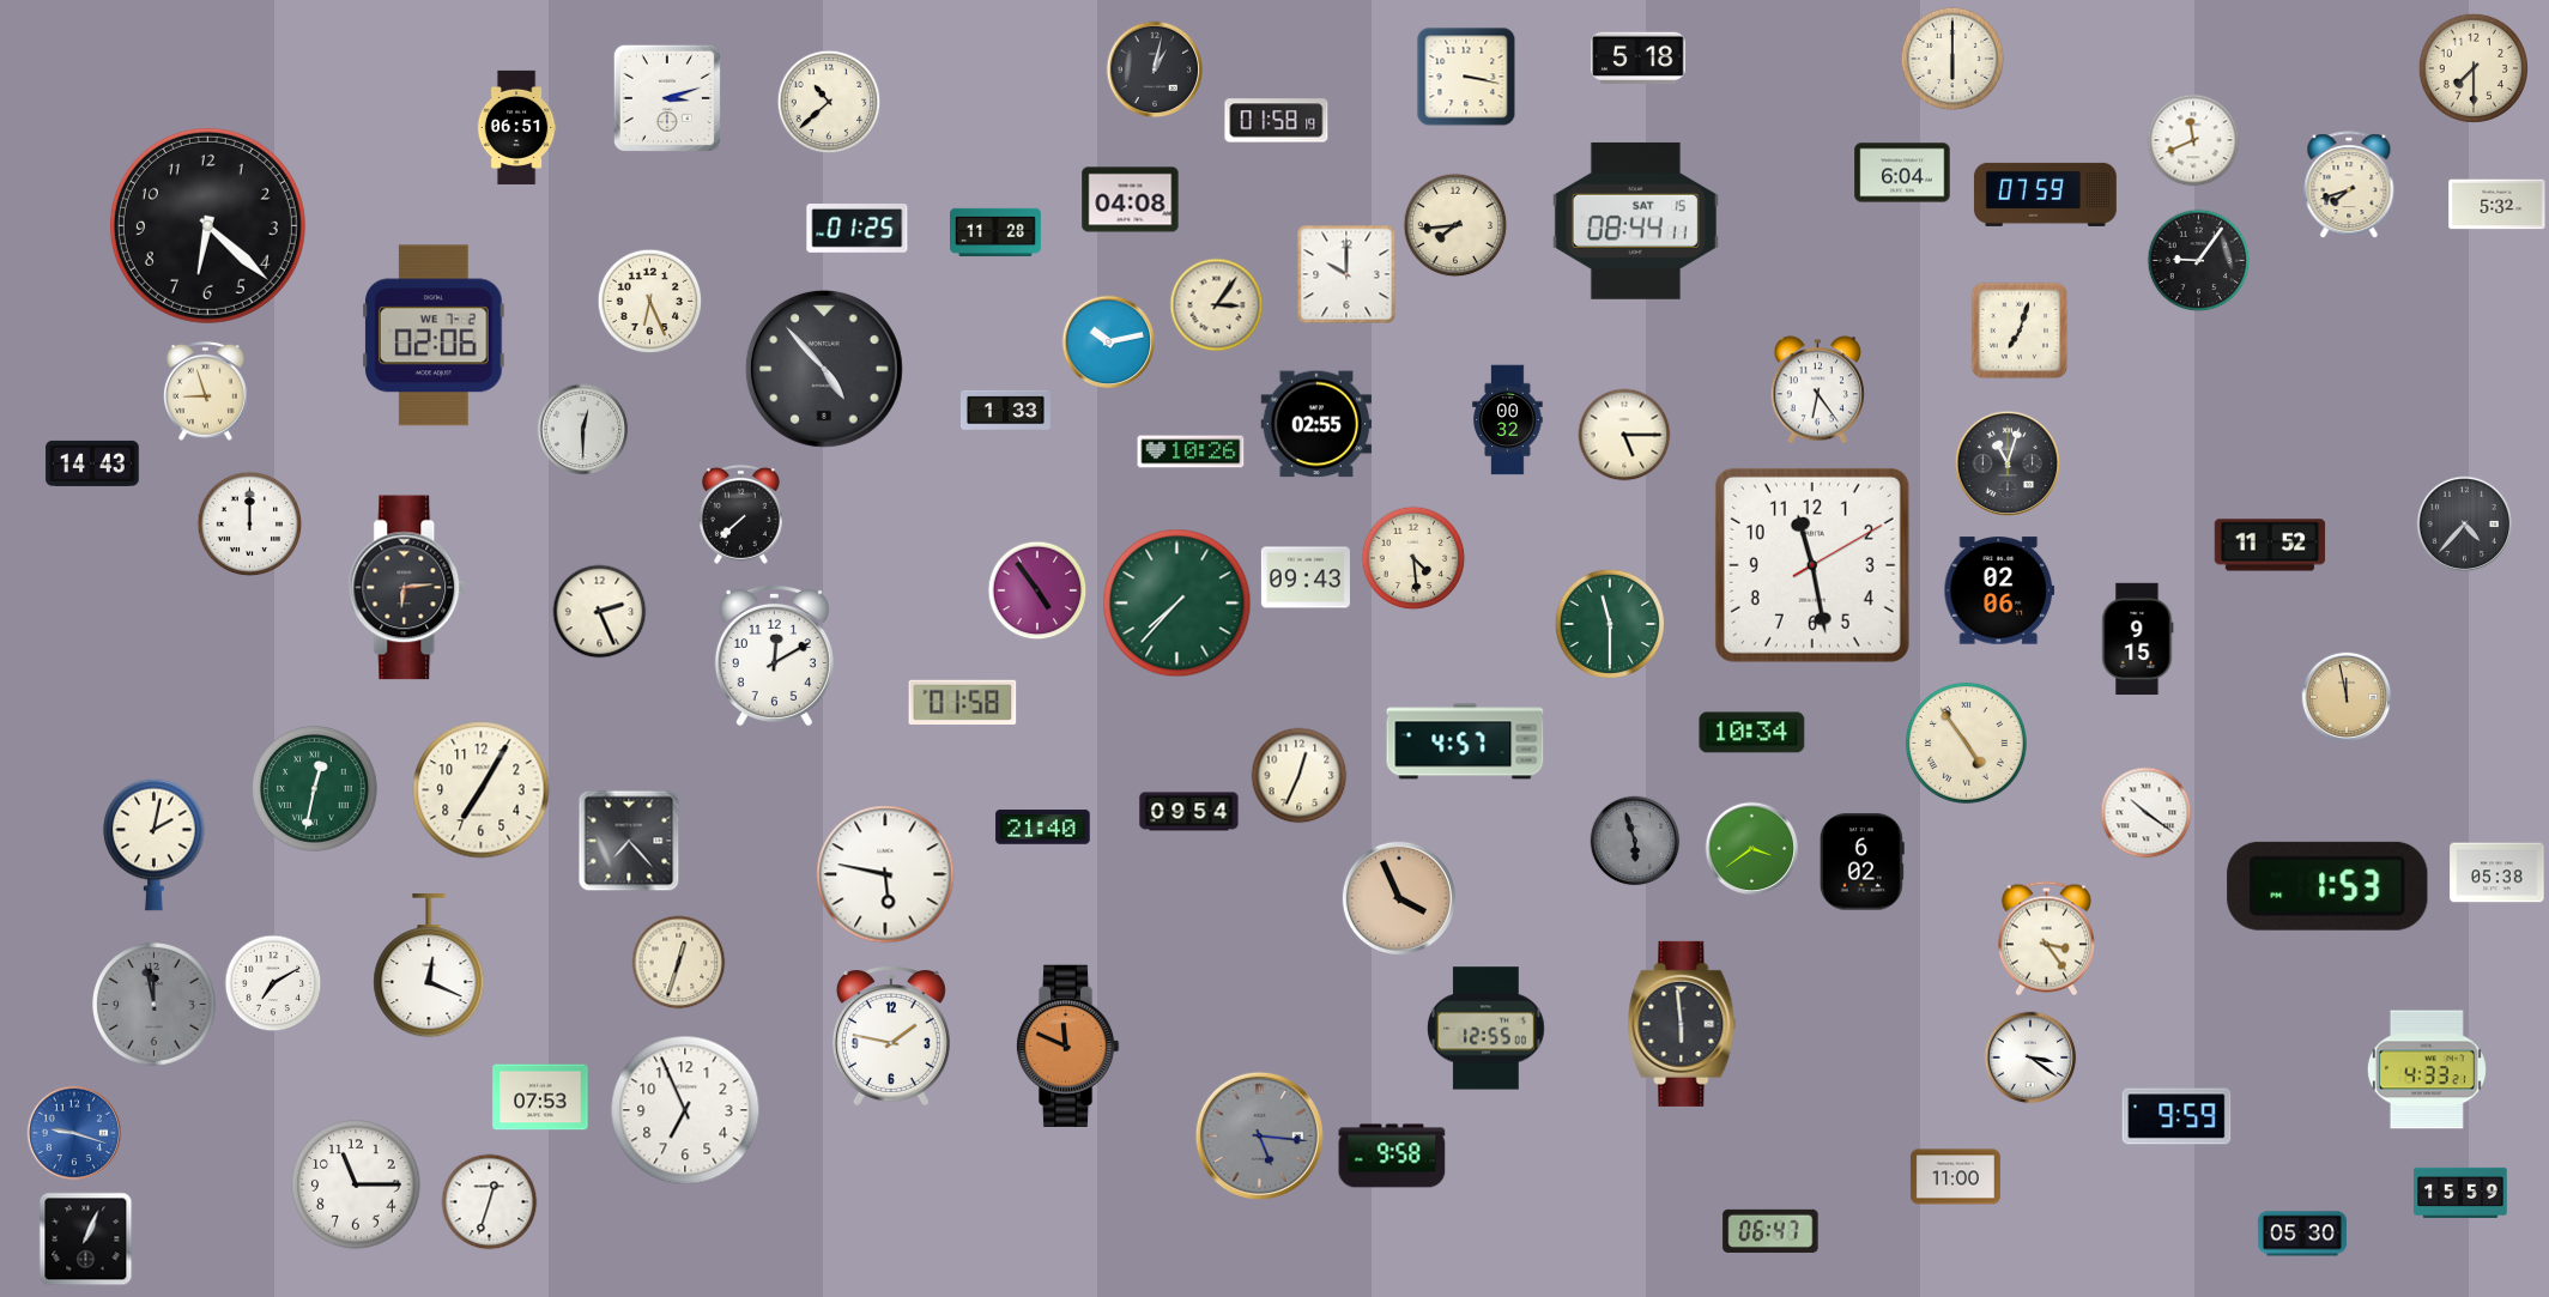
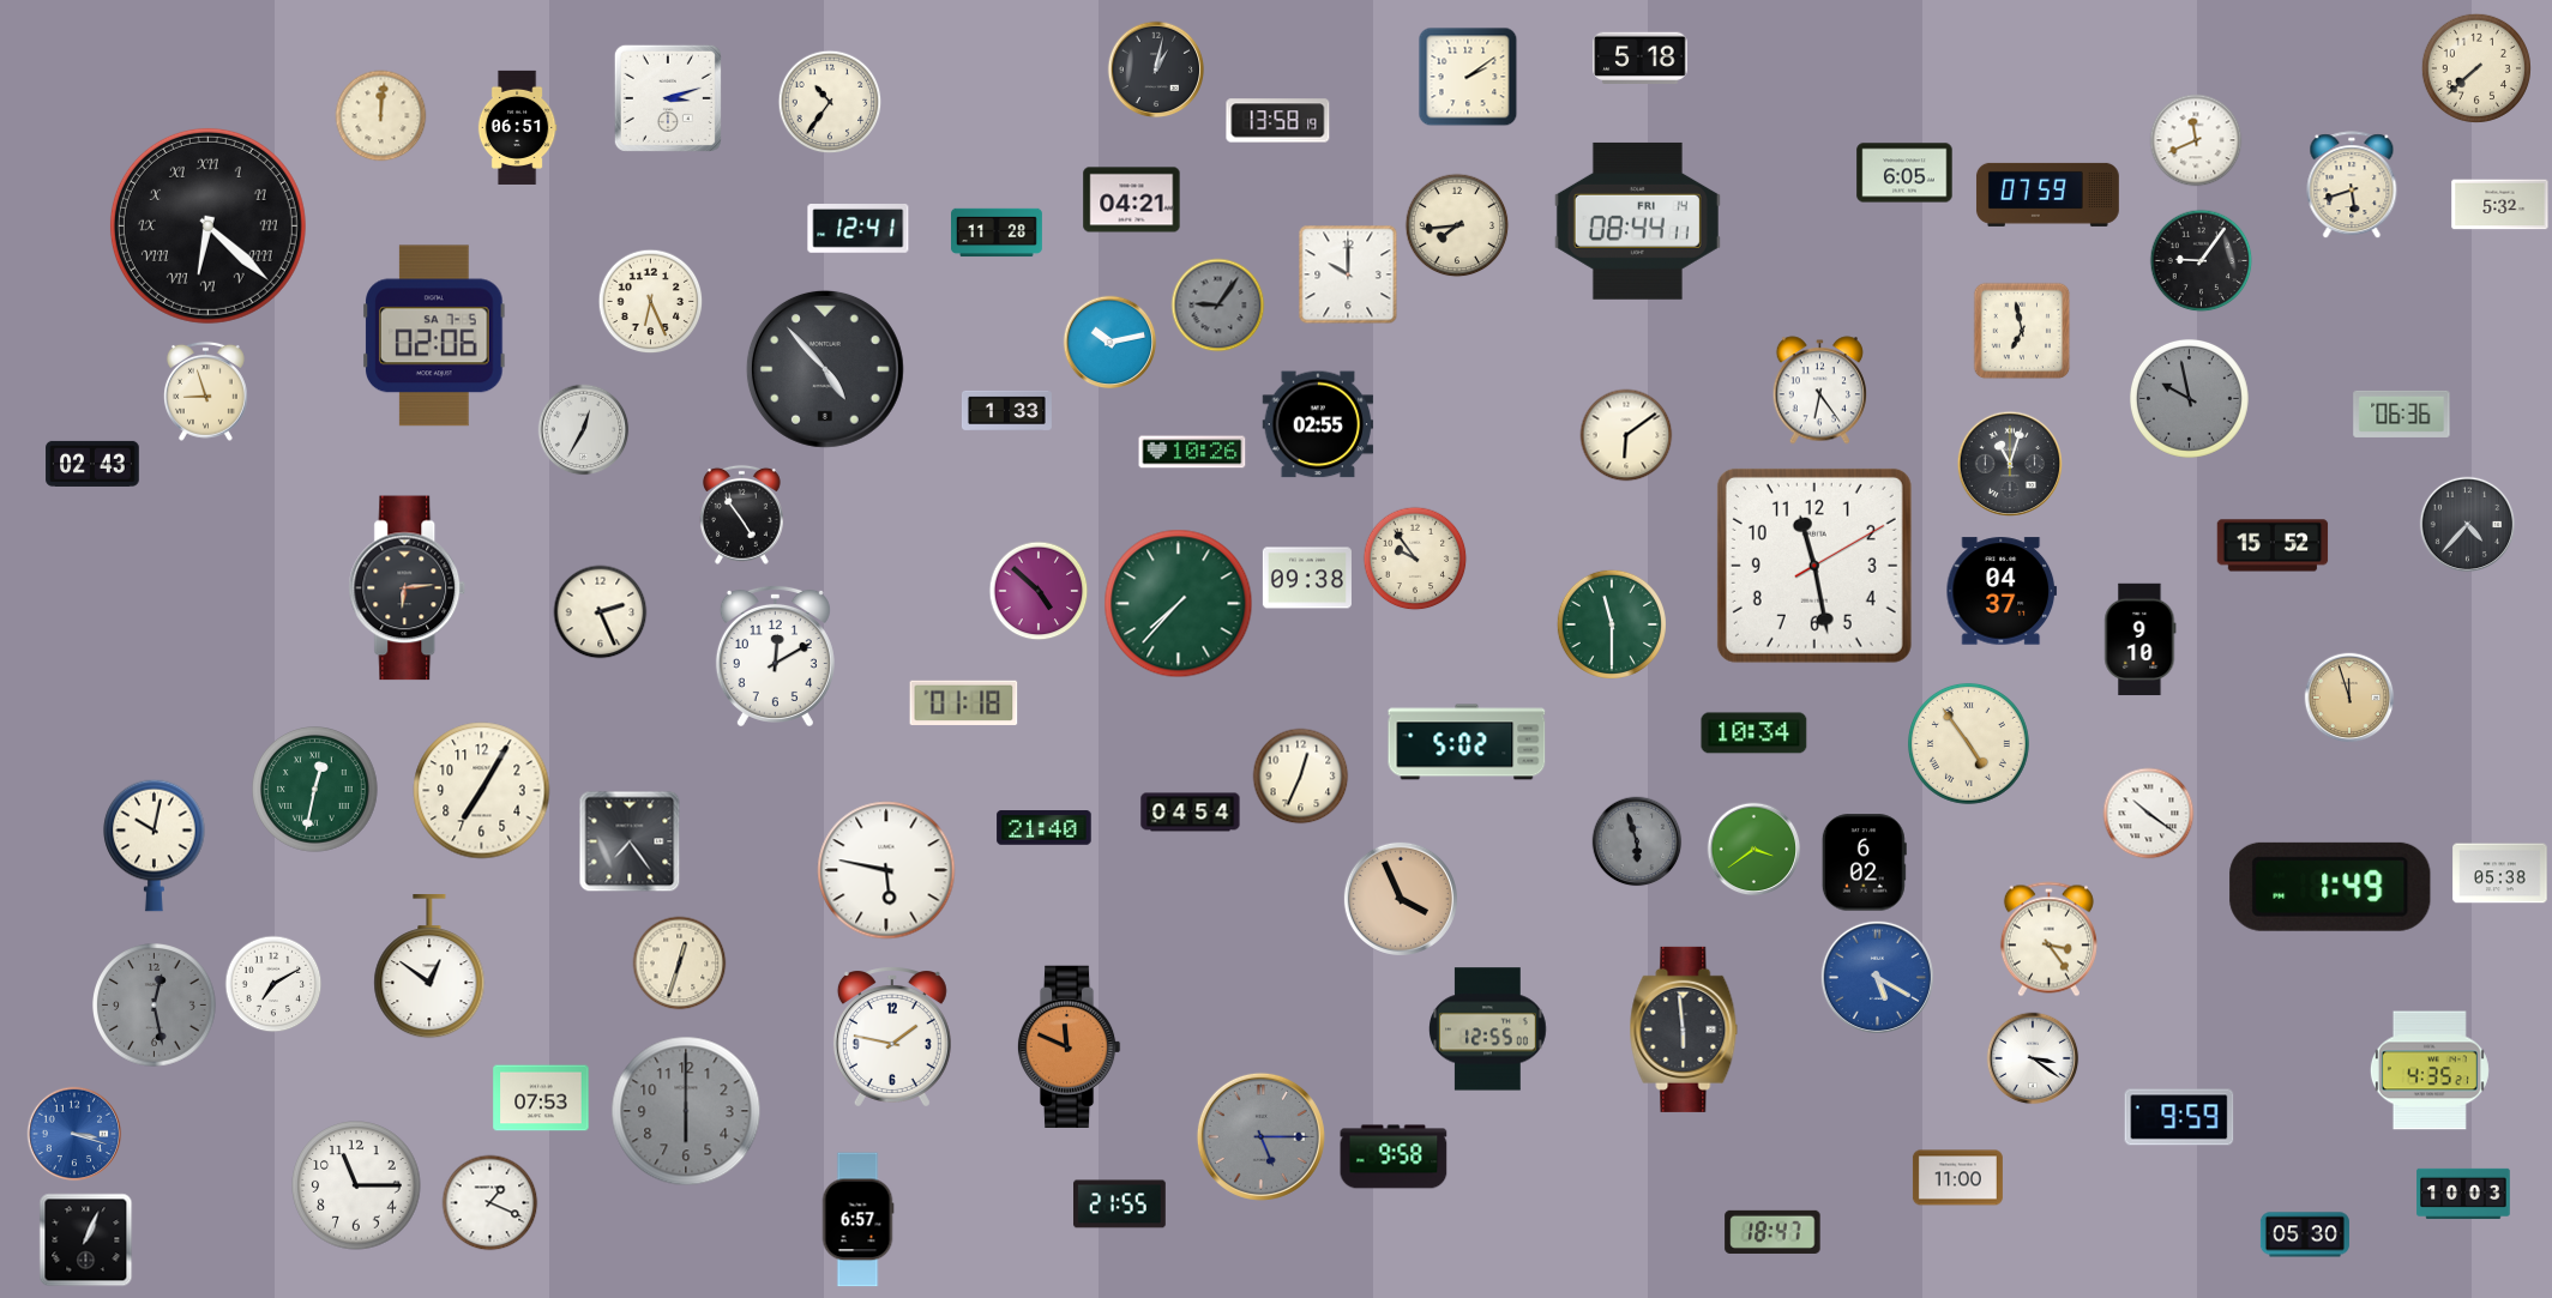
clock at (1952, 59): 6:00 -> none
clock at (2474, 68): 7:30 -> 7:38
clock at (1466, 77): 3:17 -> 2:09
clock at (829, 102): 10:38 -> 10:36
clock at (381, 116): none -> 12:01
clock at (1277, 121): 01:58 -> 13:58
clock at (1902, 172): 6:04 -> 6:05
clock at (2349, 186): 7:42 -> 5:42
clock at (1131, 200): 04:08 -> 04:21
clock at (1635, 220) date: SAT 15 -> FRI 14
clock at (207, 225) numerals: Arabic -> Roman
clock at (858, 229): 01:25 -> 12:41
clock at (1217, 305): 3:06 -> 9:06
clock at (1217, 305) dial: cream -> grey
clock at (2020, 331): 7:03 -> 6:58
clock at (434, 335) date: WE 7-2 -> SA 7-5
clock at (2189, 398): none -> 9:58
clock at (2402, 413): none -> 06:36
clock at (1508, 420): 00:32 -> none
clock at (583, 430): 12:30 -> 12:35
clock at (1624, 435): 5:15 -> 6:09
clock at (92, 463): 14:43 -> 02:43
clock at (740, 514): 7:38 -> 4:54
clock at (250, 525): 12:00 -> none
clock at (2270, 545): 11:52 -> 15:52
clock at (1413, 558): 4:29 -> 9:54
clock at (1306, 577): 09:43 -> 09:38
clock at (1037, 590): 4:54 -> 4:52
clock at (1999, 590): 02:06 -> 04:37
clock at (2138, 640): 9:15 -> 9:10
clock at (2347, 697): 11:58 -> 11:57
clock at (963, 703): 01:58 -> 01:18
clock at (1465, 741): 4:57 -> 5:02
clock at (1189, 812): 09:54 -> 04:54
clock at (629, 841): 7:23 -> 7:24
clock at (155, 844): 2:02 -> 10:02
clock at (885, 874) position: (885, 874) -> (886, 870)
clock at (2327, 886): 1:53 -> 1:49
clock at (429, 966): 12:19 -> 12:51
clock at (1877, 977): none -> 5:20
clock at (155, 1005): 11:58 -> 12:28
clock at (1682, 1024) position: (1682, 1024) -> (1684, 1030)
clock at (2427, 1069): 4:33 -> 4:35
clock at (685, 1110): 6:56 -> 6:00
clock at (685, 1110) dial: white -> grey
clock at (74, 1133): 9:18 -> 3:18
clock at (1259, 1135): 5:16 -> 5:15
clock at (2460, 1193): 15:59 -> 10:03
clock at (490, 1202): 12:33 -> 1:19
clock at (1120, 1205): none -> 21:55
clock at (857, 1220): none -> 6:57
clock at (1770, 1231): 06:47 -> 18:47
